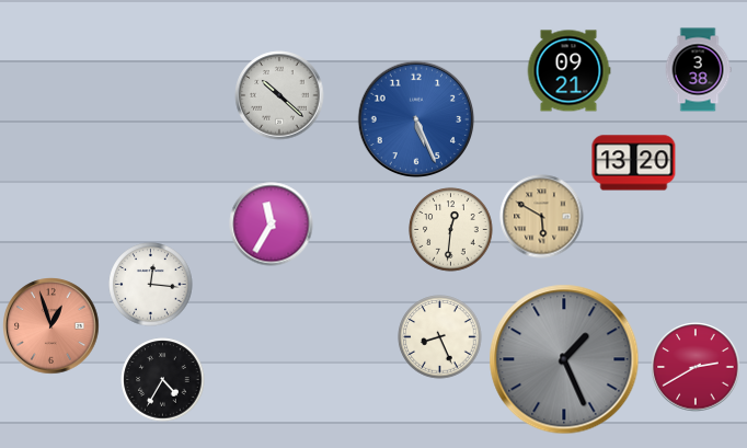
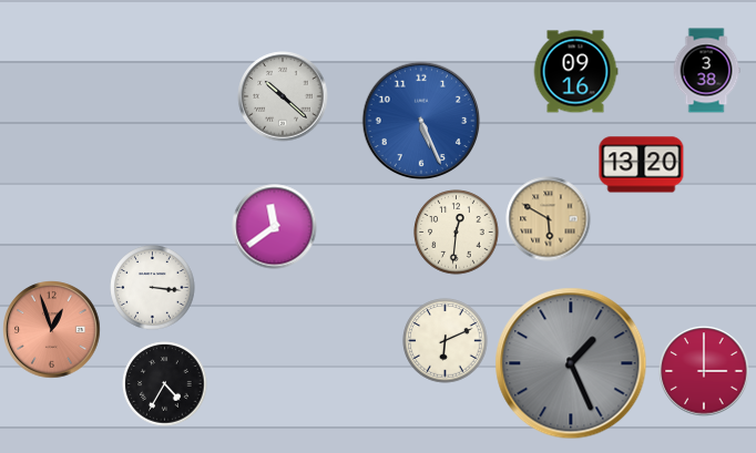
clock at (568, 71): 09:21 -> 09:16
clock at (272, 225): 11:35 -> 11:39
clock at (151, 285): 12:16 -> 3:16
clock at (440, 337): 8:26 -> 6:11
clock at (696, 367): 2:40 -> 3:00
